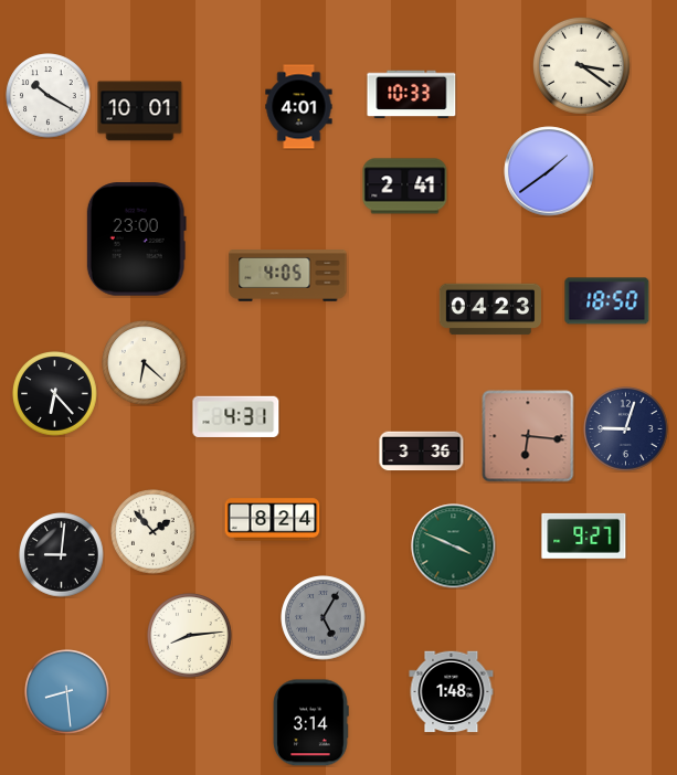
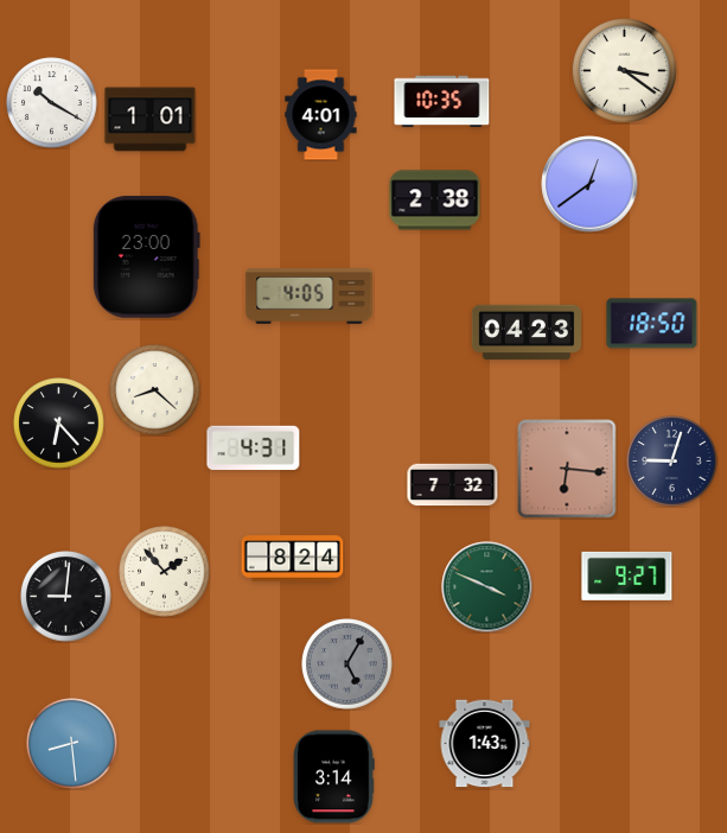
clock at (412, 95): 10:33 -> 10:35
clock at (140, 112): 10:01 -> 1:01
clock at (549, 171): 1:39 -> 12:39
clock at (405, 187): 2:41 -> 2:38
clock at (145, 363): 6:22 -> 8:22
clock at (422, 452): 3:36 -> 7:32
clock at (190, 636): 8:14 -> none
clock at (452, 692): 1:48 -> 1:43
